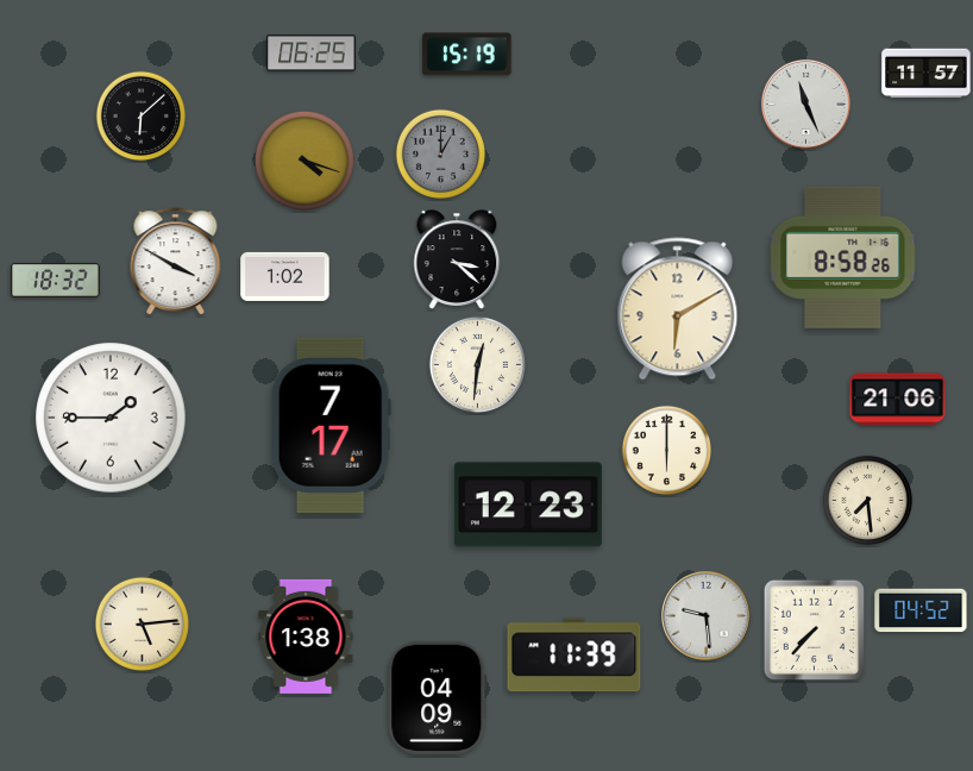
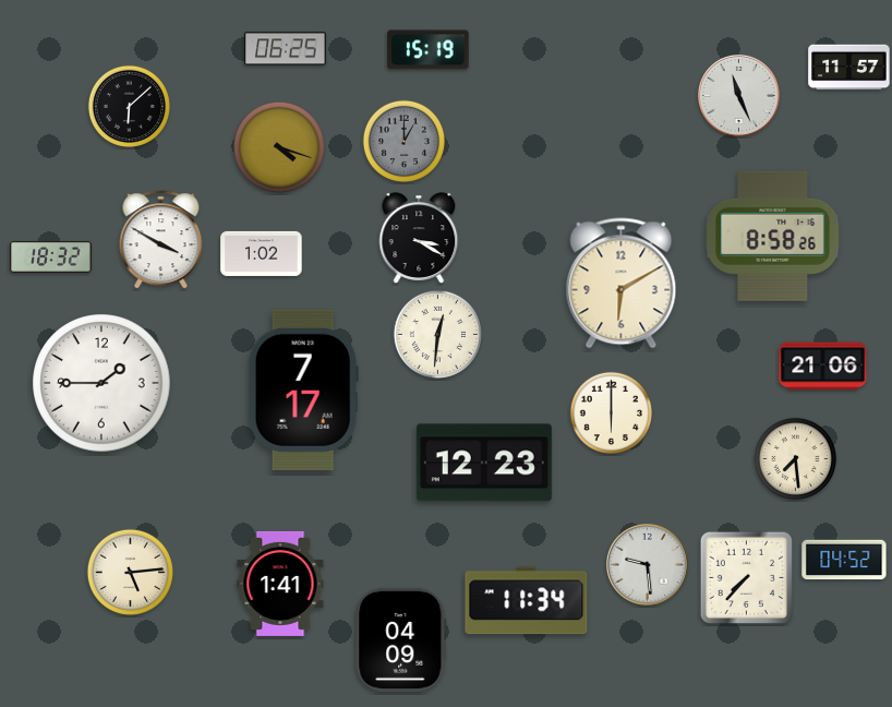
clock at (457, 259): 3:22 -> 3:20
clock at (306, 637): 1:38 -> 1:41
clock at (575, 656): 11:39 -> 11:34
